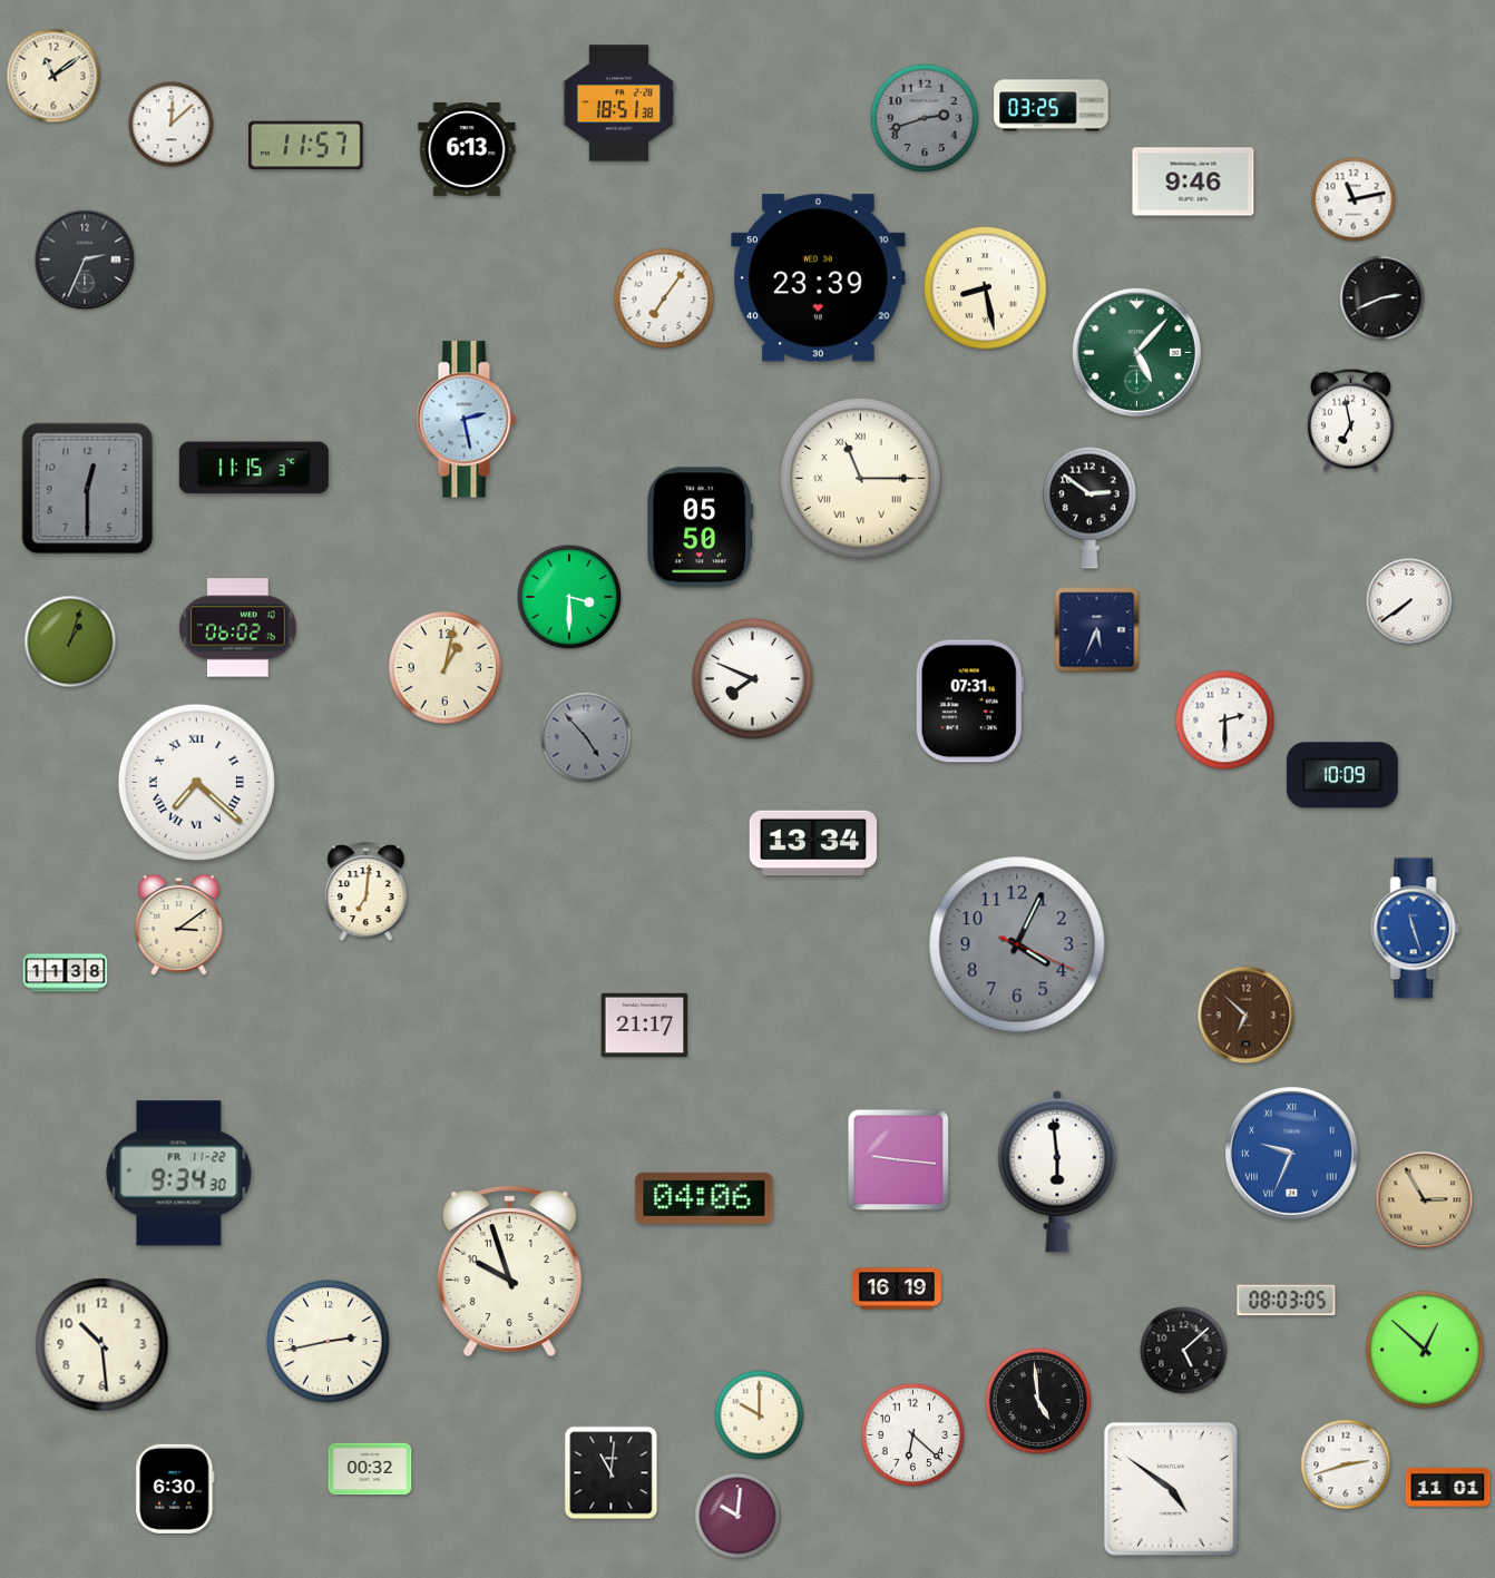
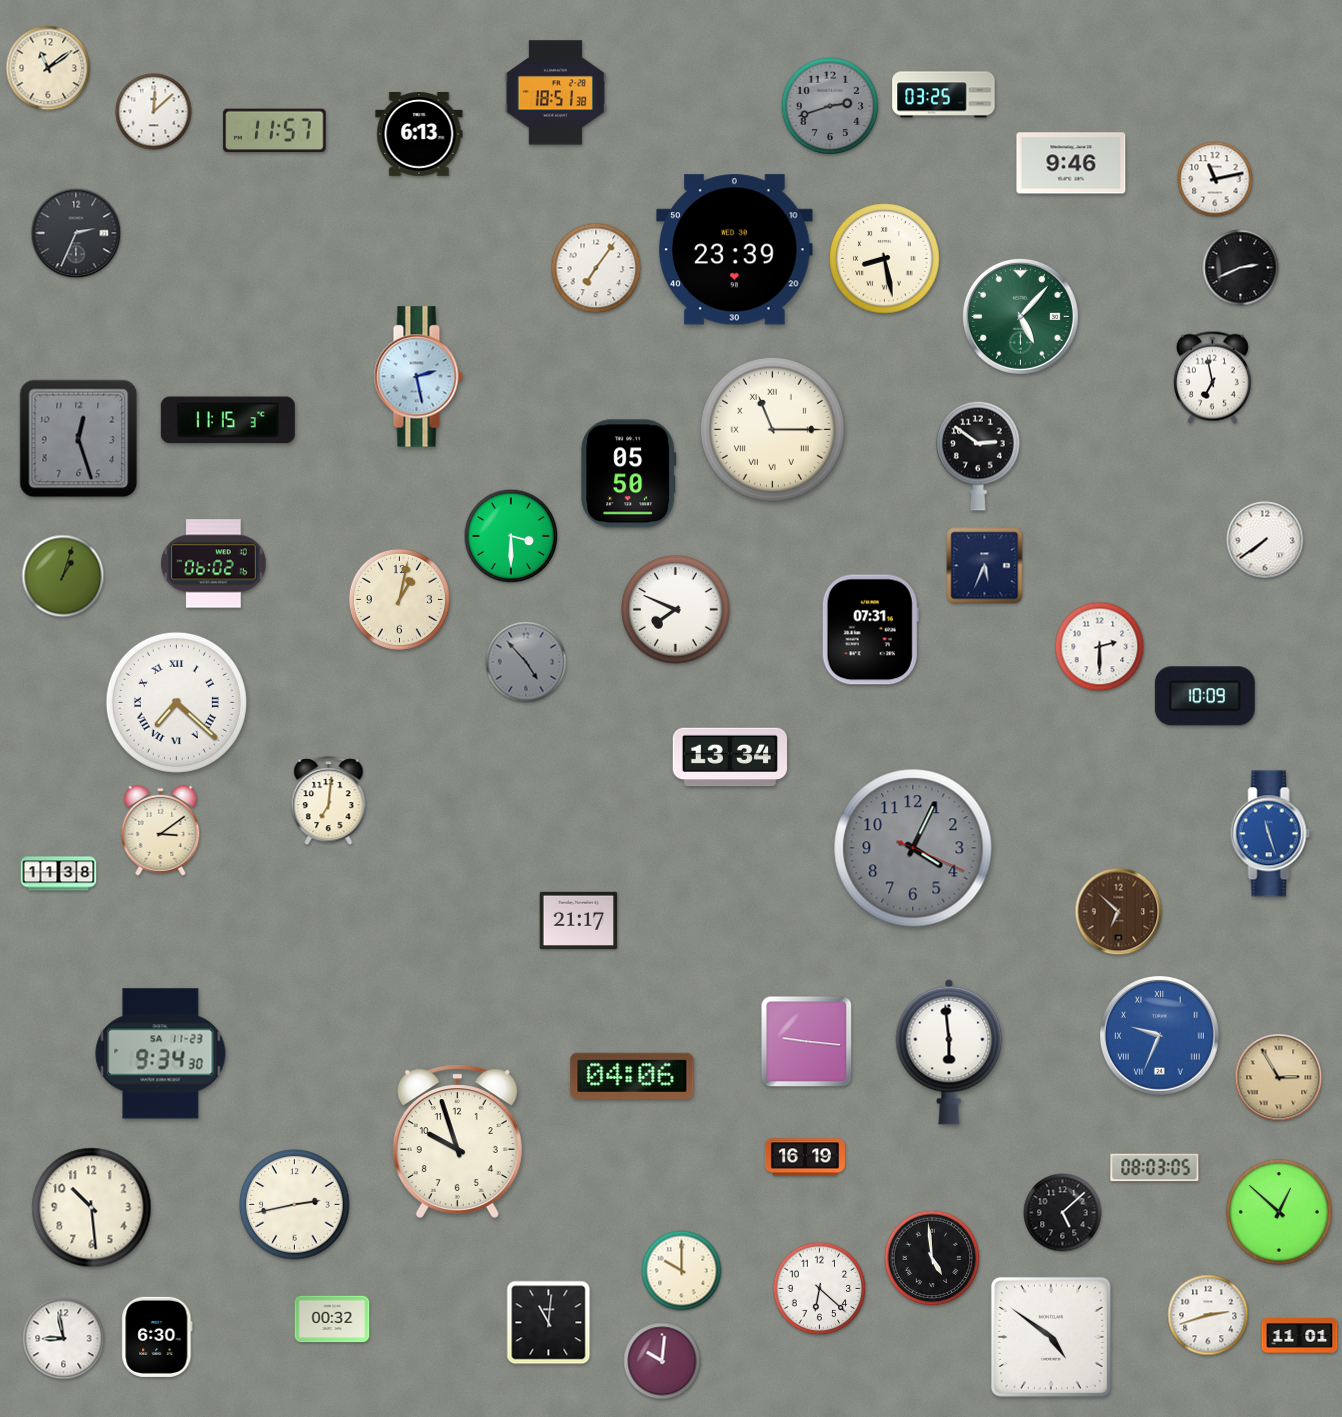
clock at (88, 489): 12:30 -> 12:27
clock at (179, 1174) date: FR 11-22 -> SA 11-23
clock at (64, 1339): none -> 8:58
